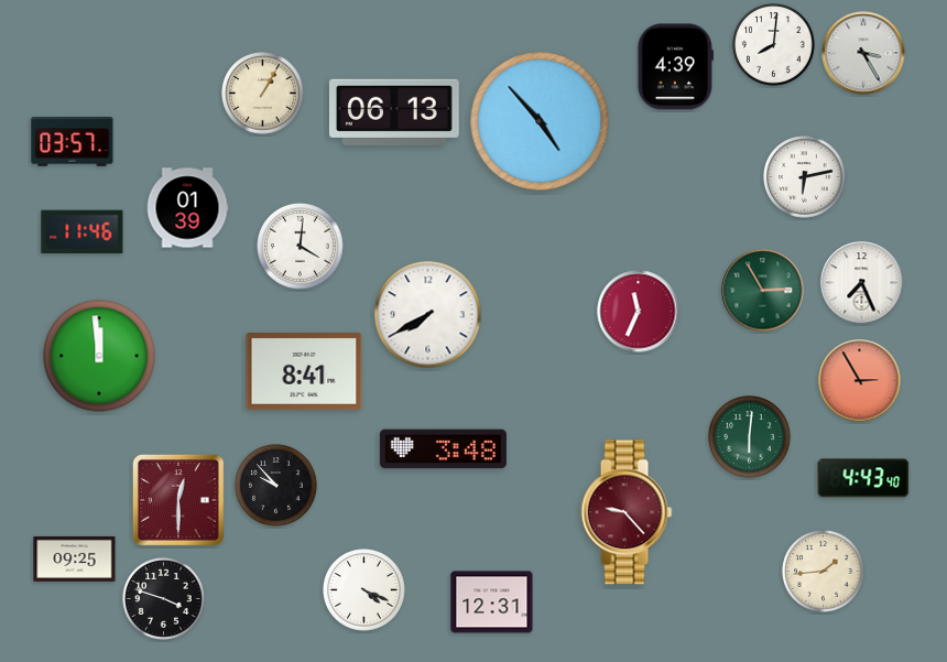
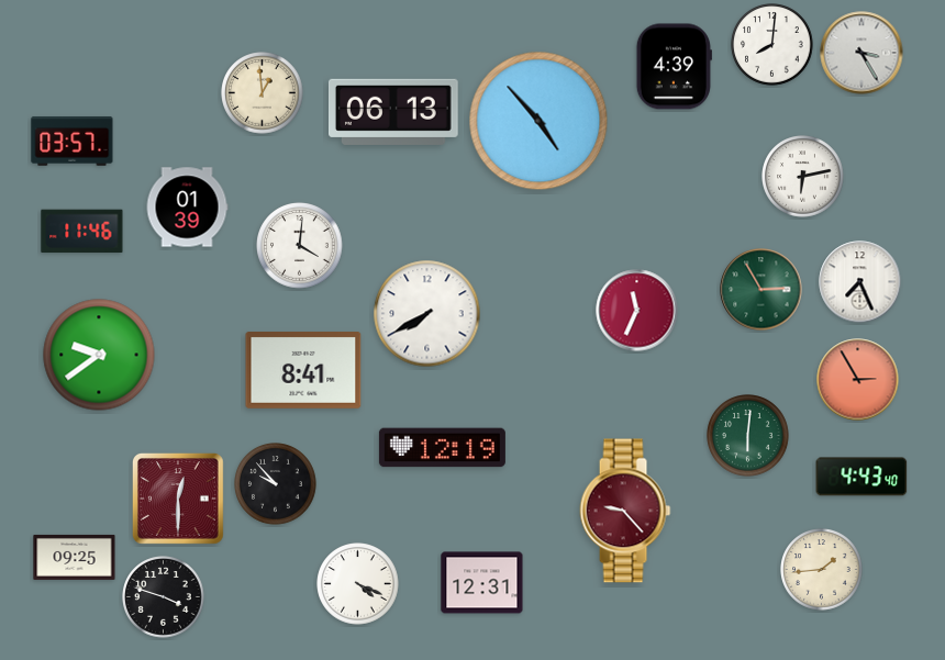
clock at (263, 94): 1:05 -> 12:59
clock at (99, 356): 11:59 -> 9:39
clock at (443, 449): 3:48 -> 12:19
clock at (364, 590) position: (364, 590) -> (358, 584)
clock at (492, 603) position: (492, 603) -> (482, 583)
